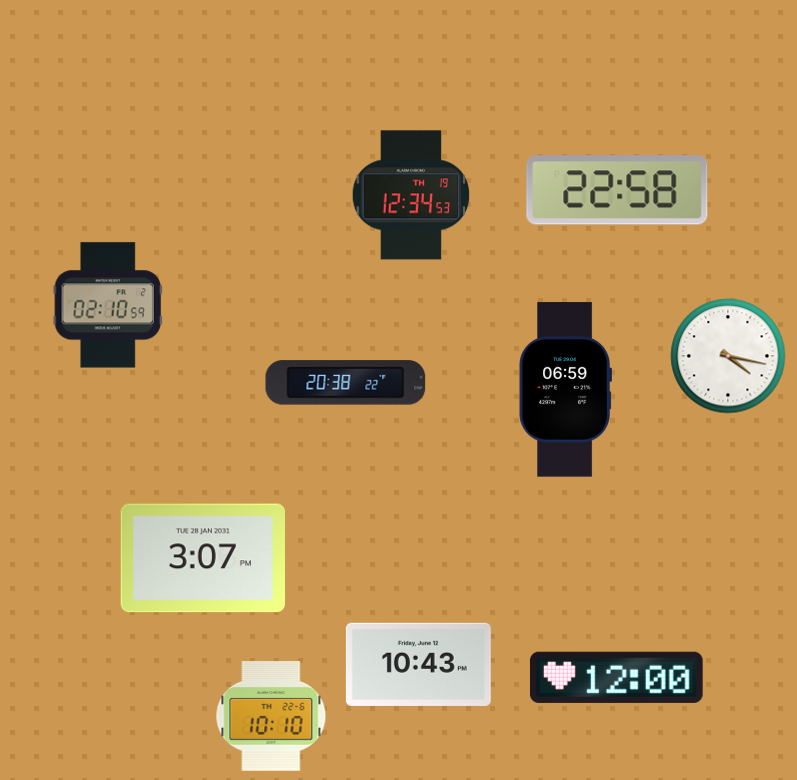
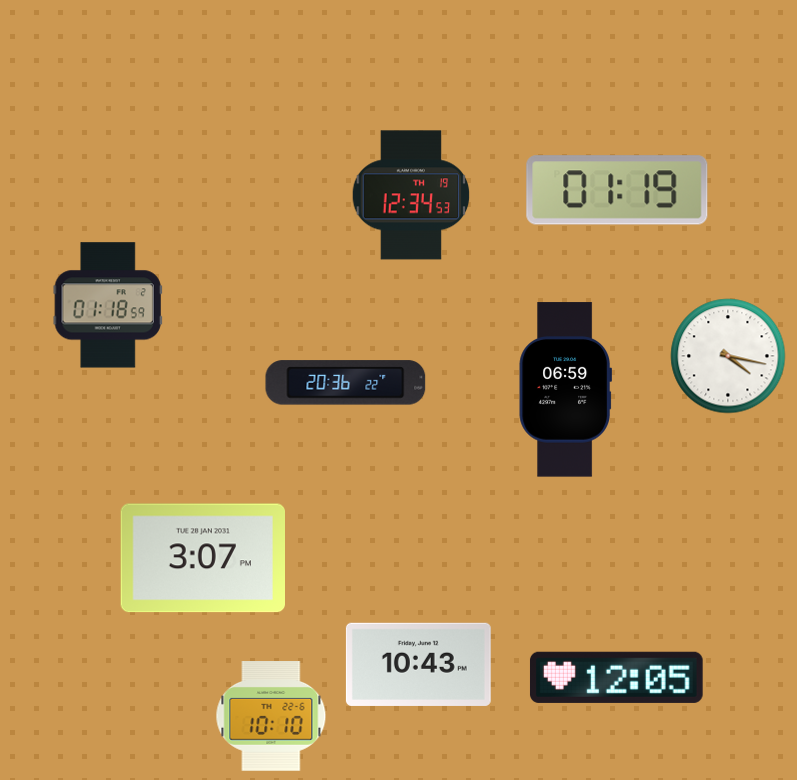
clock at (617, 190): 22:58 -> 01:19
clock at (108, 305): 02:10 -> 01:18
clock at (346, 383): 20:38 -> 20:36
clock at (616, 677): 12:00 -> 12:05
